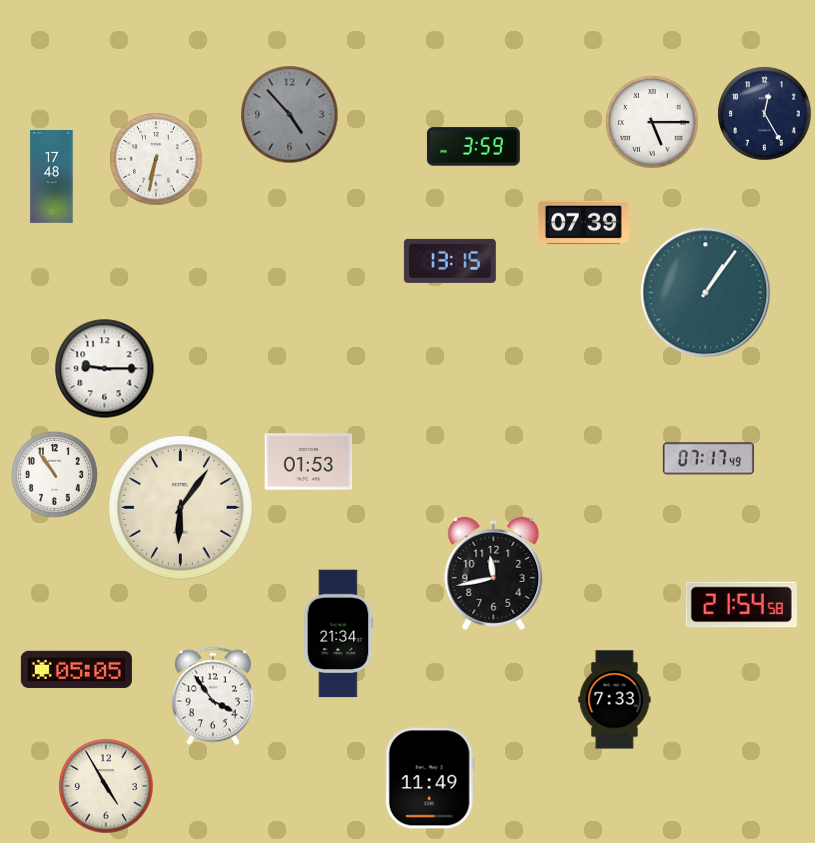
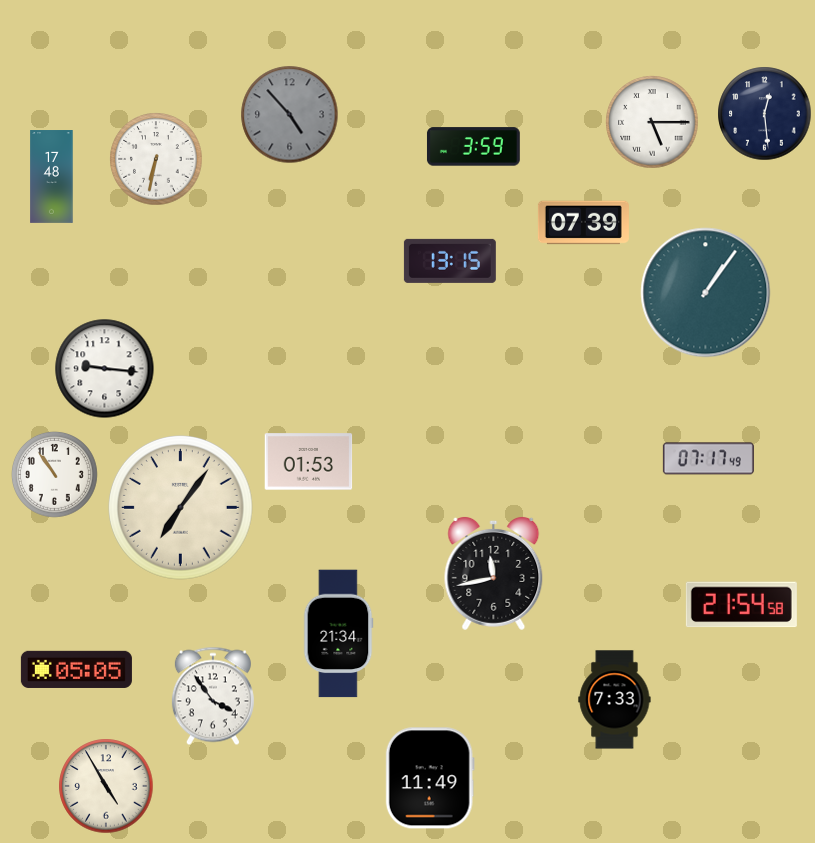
clock at (765, 114): 12:25 -> 12:29
clock at (105, 369): 9:15 -> 9:16
clock at (180, 507): 6:06 -> 7:06
